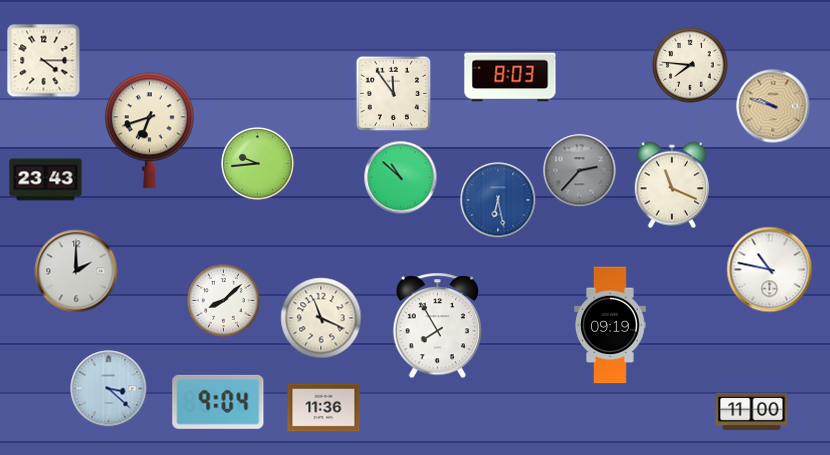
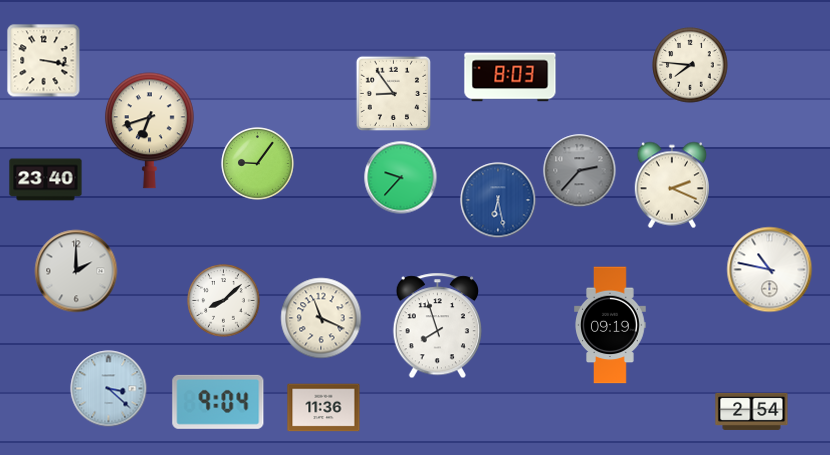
clock at (44, 61): 4:15 -> 3:17
clock at (393, 93): 11:54 -> 8:54
clock at (773, 106): 9:48 -> none
clock at (258, 164): 9:44 -> 9:06
clock at (401, 178): 10:52 -> 9:37
clock at (46, 180): 23:43 -> 23:40
clock at (671, 185): 11:19 -> 2:19
clock at (437, 326): 7:55 -> 7:57
clock at (752, 411): 11:00 -> 2:54
